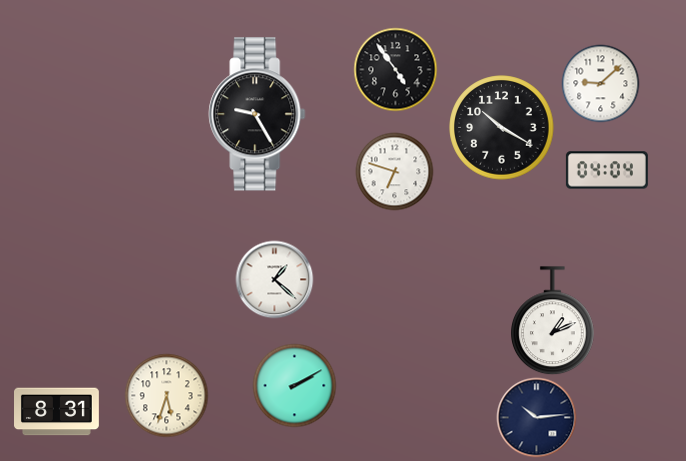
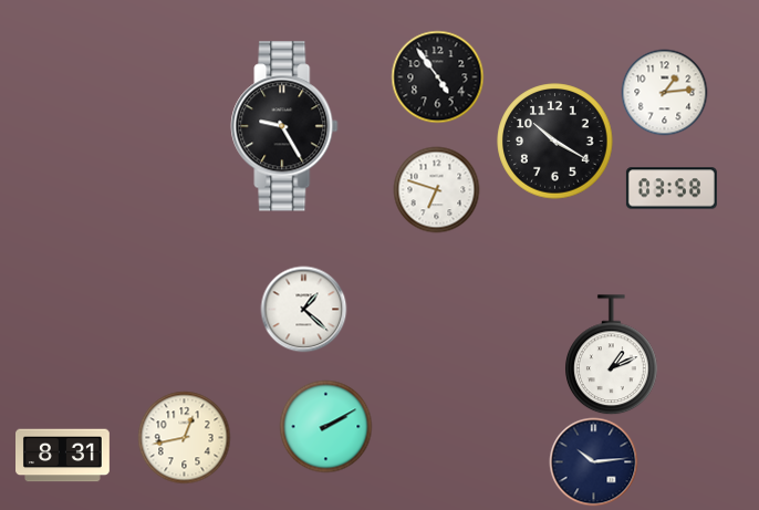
clock at (600, 83): 9:08 -> 1:14
clock at (607, 170): 04:04 -> 03:58
clock at (166, 395): 5:33 -> 12:43
